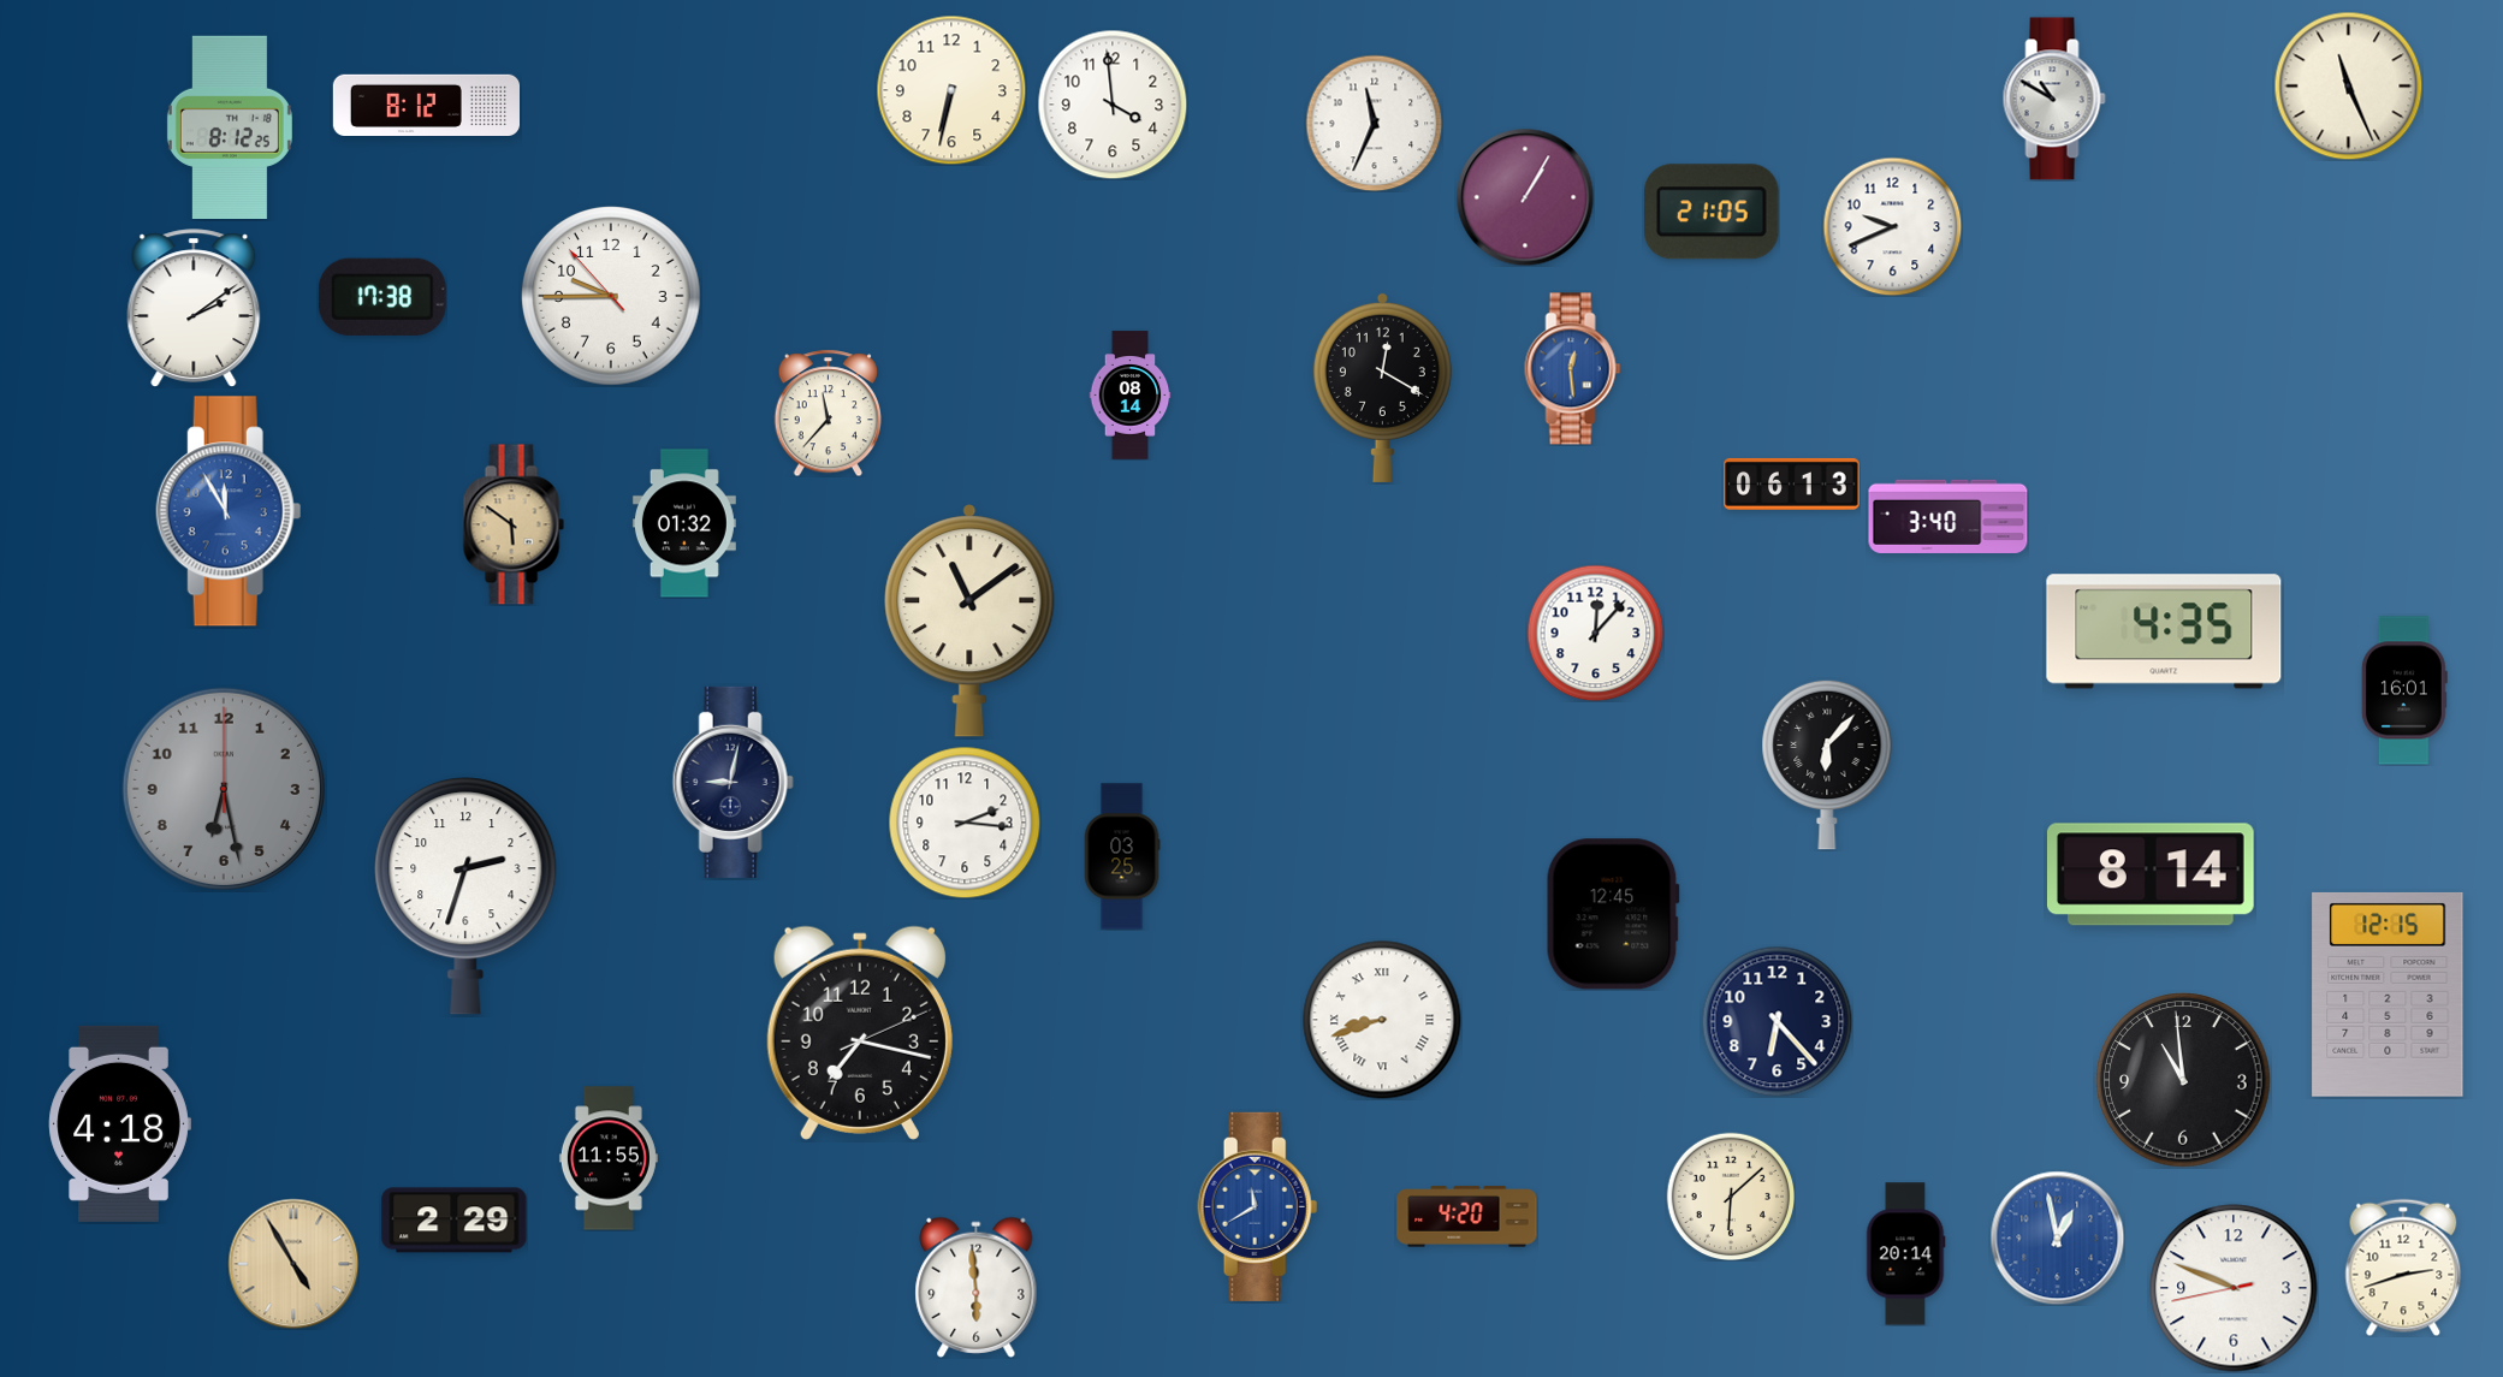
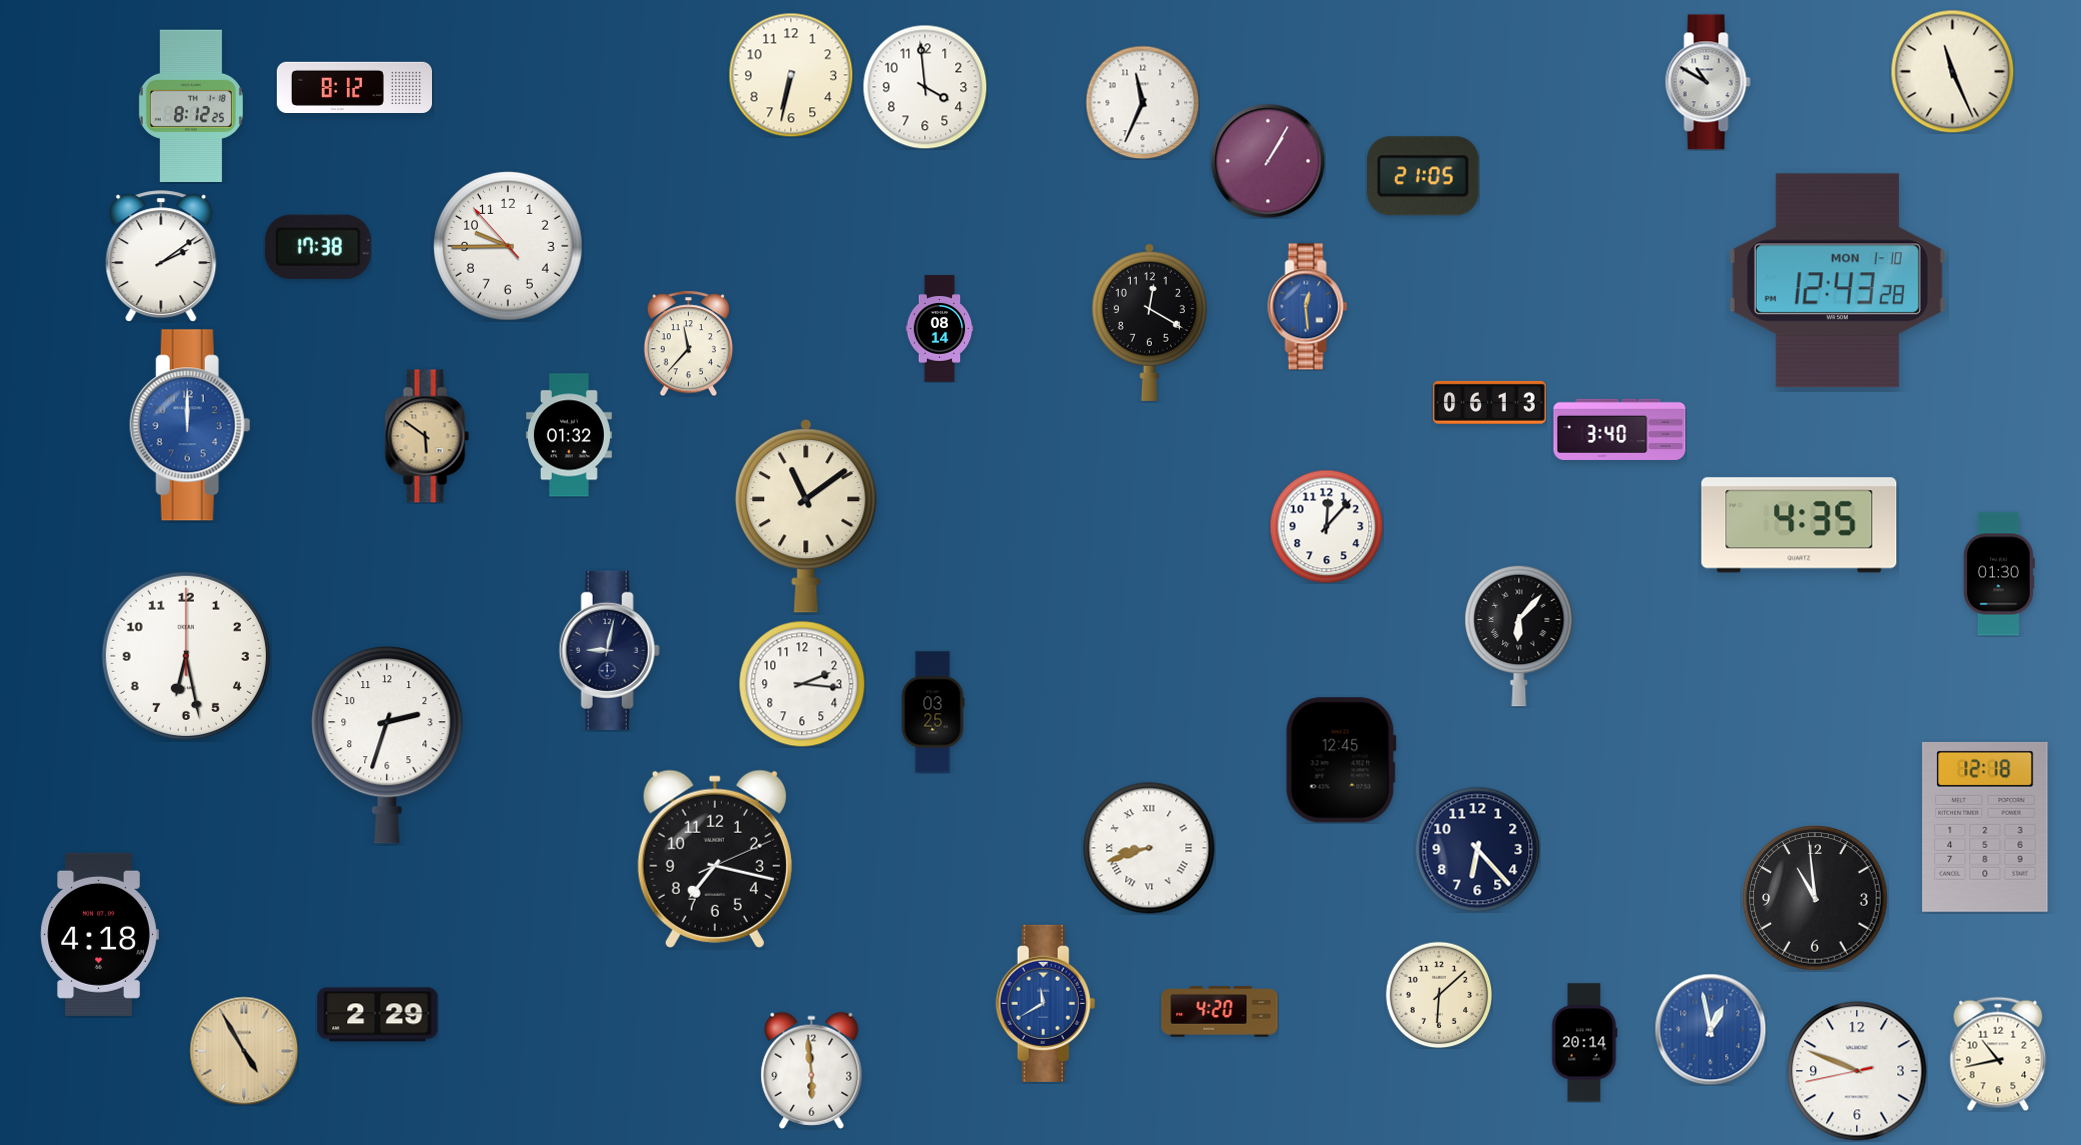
clock at (1525, 197) position: (1525, 197) -> (1268, 161)
clock at (1892, 226): 9:41 -> none
clock at (1837, 281): none -> 12:43
clock at (229, 511): 11:55 -> 12:00
clock at (2404, 690): 16:01 -> 01:30
clock at (224, 789) dial: grey -> white
clock at (2151, 874): 8:14 -> none
clock at (2388, 995): 12:15 -> 12:18
clock at (609, 1158): 11:55 -> none
clock at (2403, 1268): 2:42 -> 10:43
